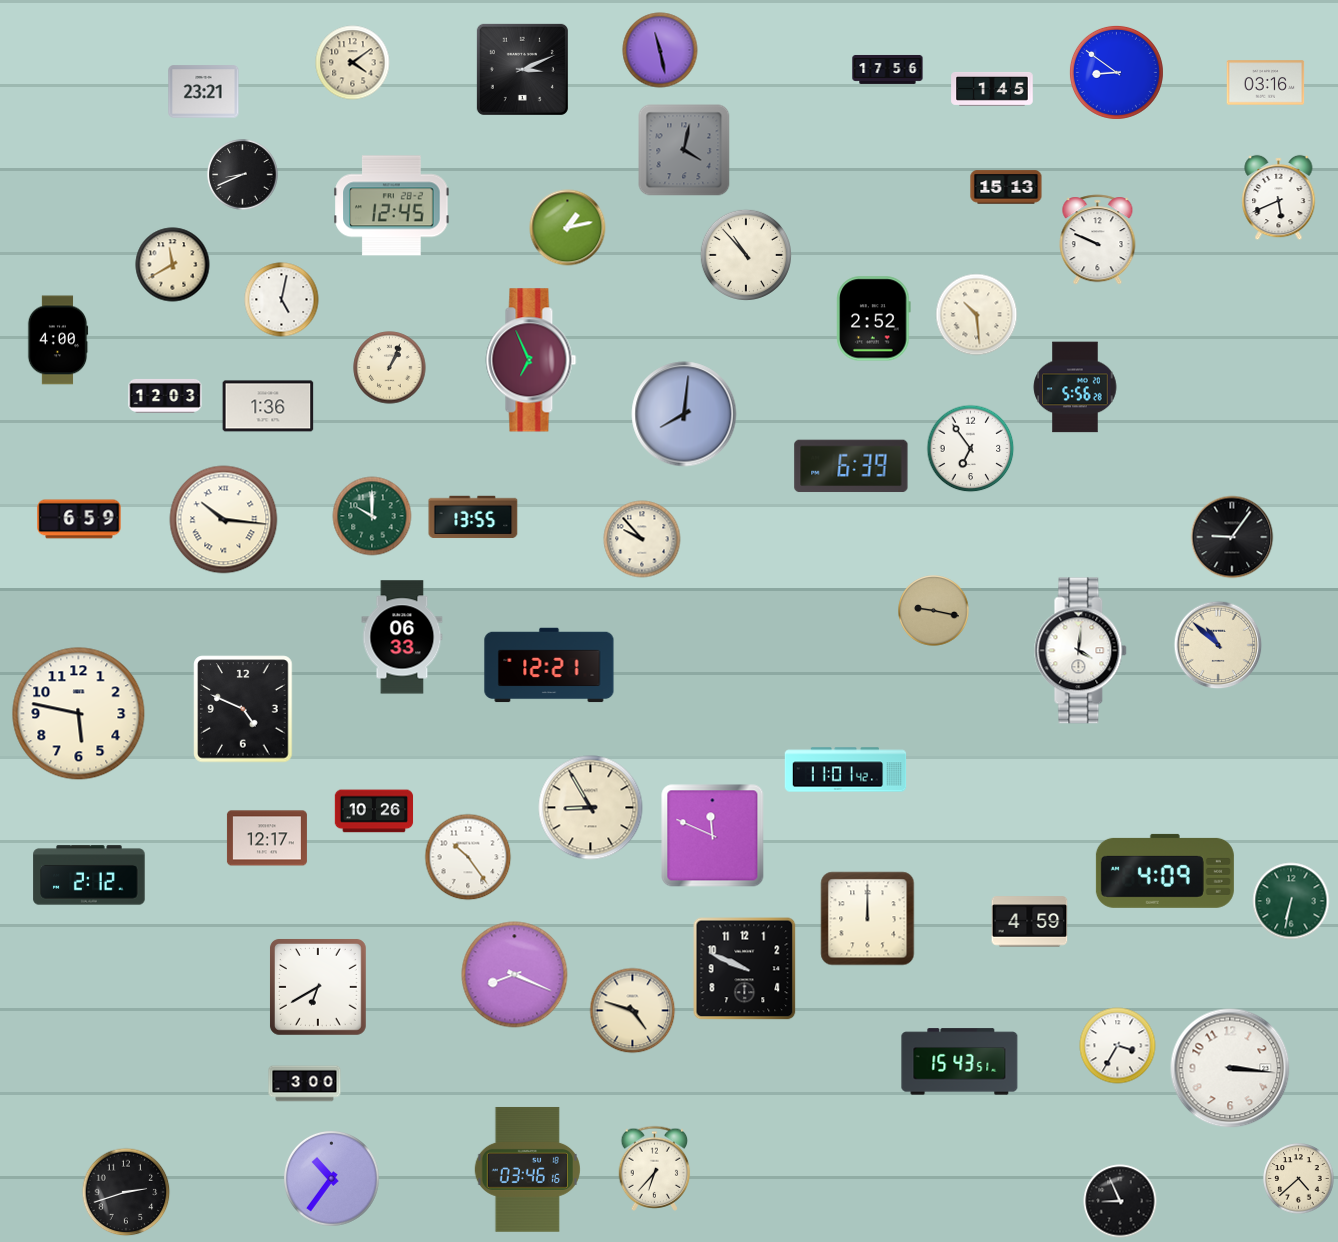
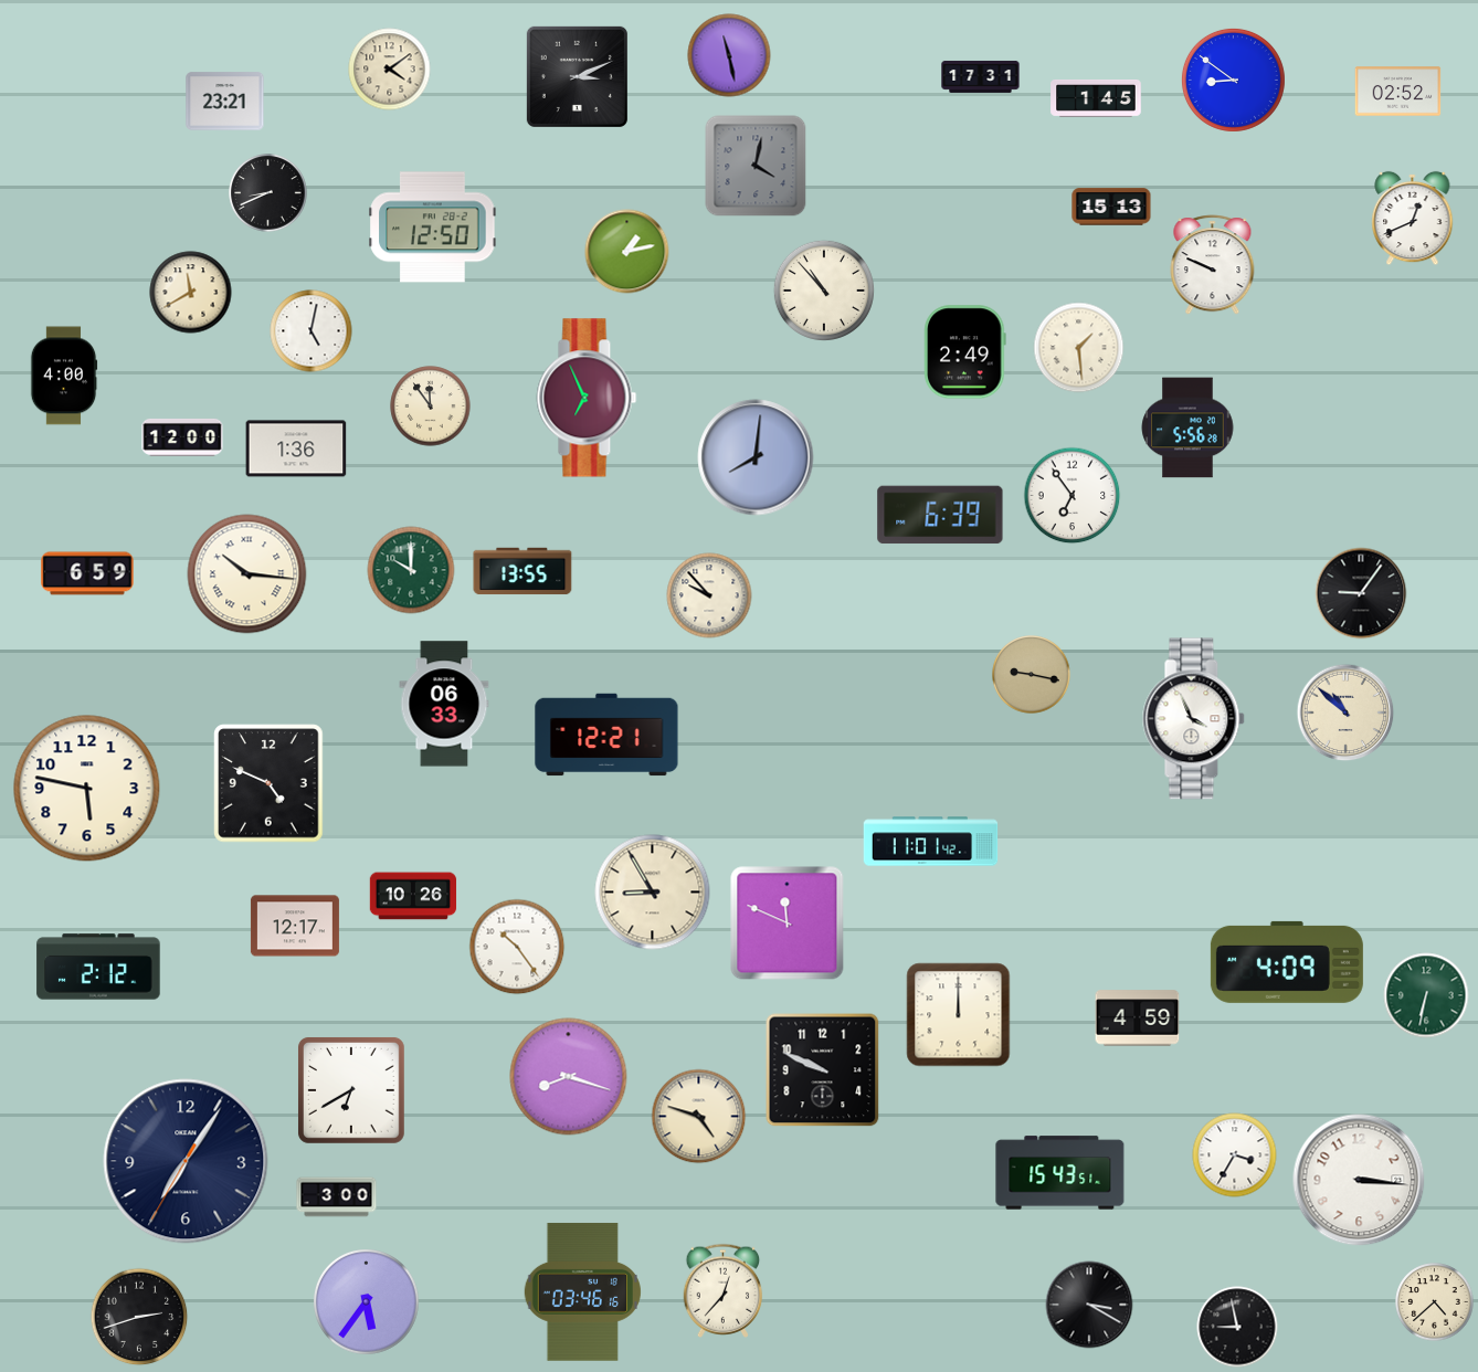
clock at (888, 70): 17:56 -> 17:31
clock at (1266, 83): 03:16 -> 02:52
clock at (1279, 198): 5:41 -> 12:41
clock at (392, 206): 12:45 -> 12:50
clock at (746, 255) position: (746, 255) -> (824, 291)
clock at (977, 315): 10:29 -> 1:29
clock at (874, 319): 2:52 -> 2:49
clock at (390, 368): 1:04 -> 11:54
clock at (165, 396): 12:03 -> 12:00
clock at (1081, 651): 4:01 -> 3:56
clock at (846, 770) position: (846, 770) -> (931, 842)
clock at (515, 975): 8:19 -> 8:18
clock at (186, 1161): none -> 7:05
clock at (655, 1168): 6:37 -> 12:37
clock at (332, 1179): 10:36 -> 5:36
clock at (1089, 1305): none -> 3:20
clock at (1120, 1201): 8:56 -> 8:58
